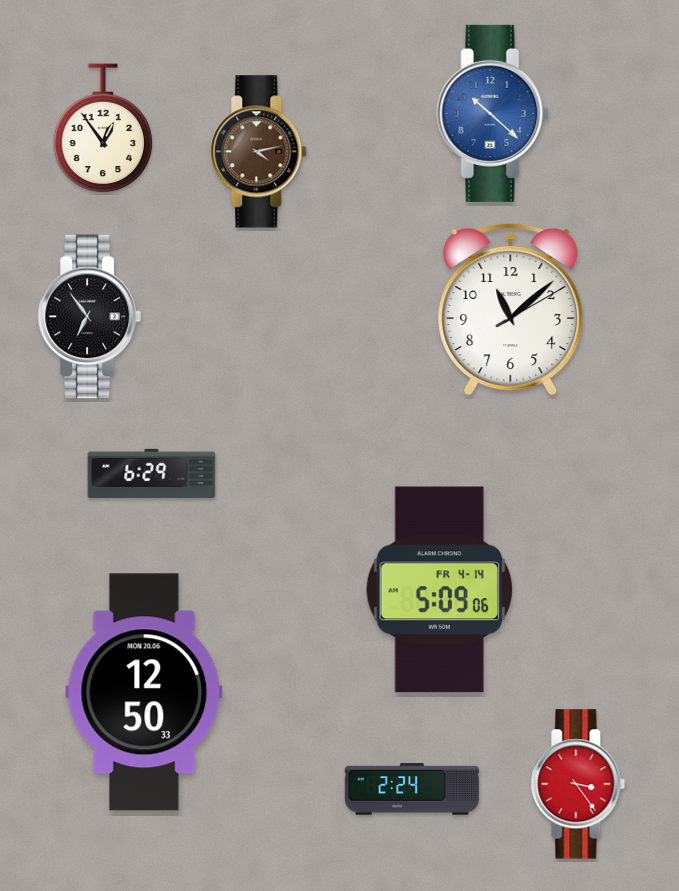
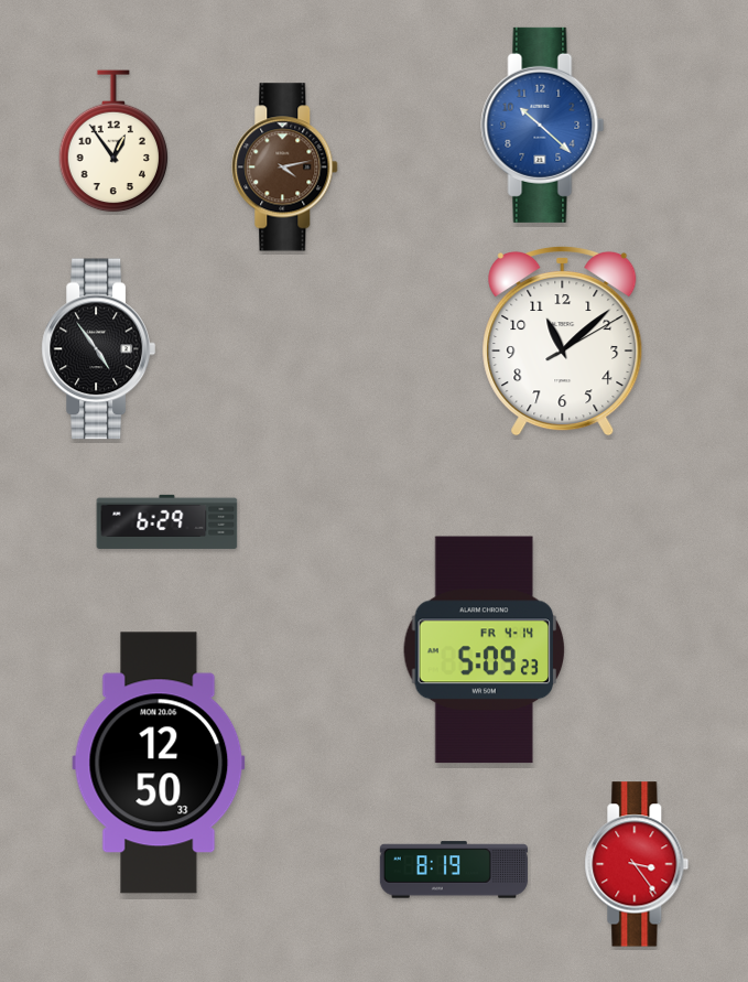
clock at (89, 317): 6:54 -> 4:54
clock at (440, 590): 5:09:06 -> 5:09:23
clock at (411, 789): 2:24 -> 8:19
